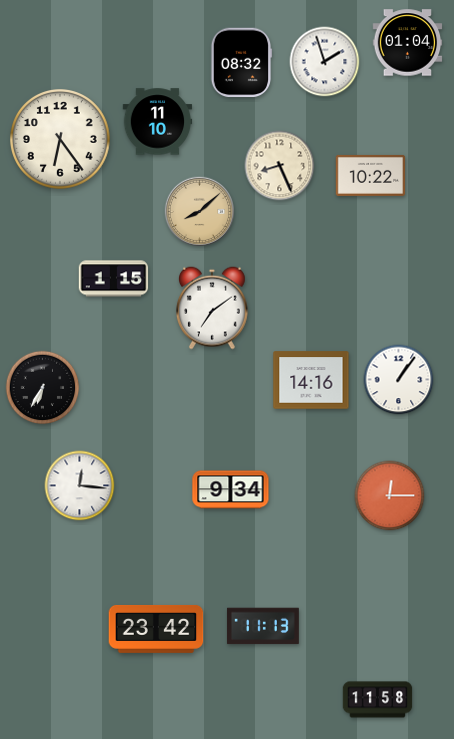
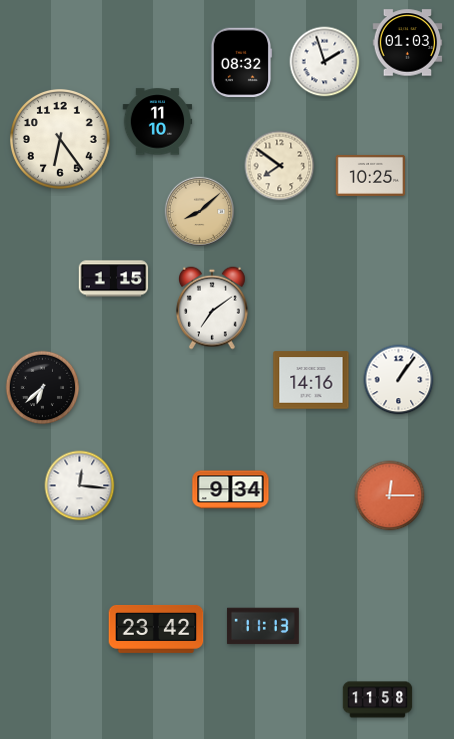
clock at (408, 43): 01:04 -> 01:03
clock at (280, 166): 8:26 -> 7:51
clock at (371, 175): 10:22 -> 10:25
clock at (43, 388): 6:35 -> 6:38
